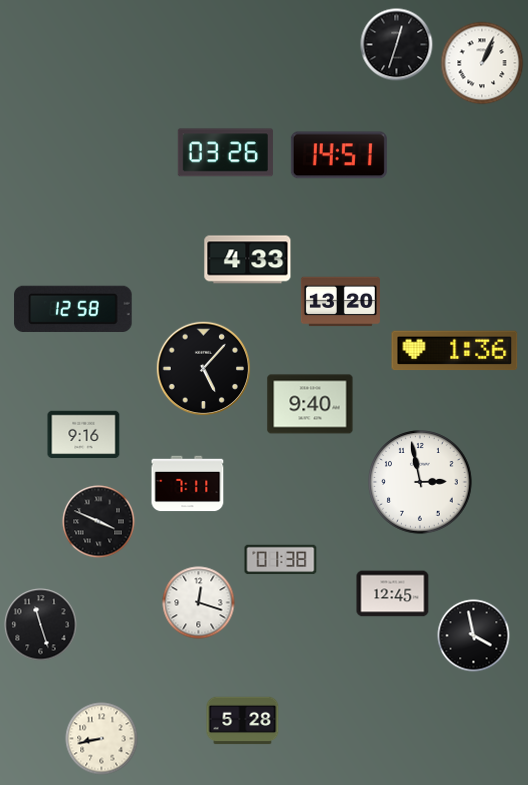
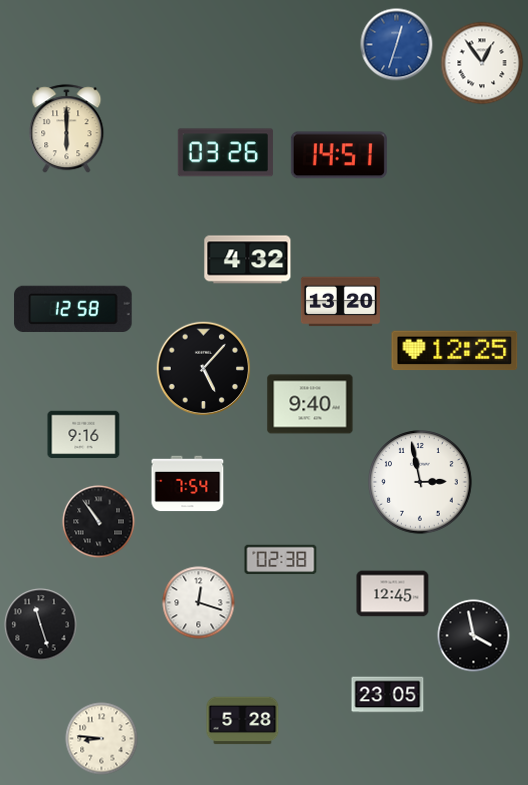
clock at (397, 45) dial: black -> blue
clock at (482, 63): 1:04 -> 12:54
clock at (67, 129): none -> 6:00
clock at (248, 260): 4:33 -> 4:32
clock at (455, 351): 1:36 -> 12:25
clock at (188, 484): 7:11 -> 7:54
clock at (99, 522): 3:49 -> 10:54
clock at (281, 560): 01:38 -> 02:38
clock at (388, 695): none -> 23:05
clock at (102, 739): 8:43 -> 8:46
